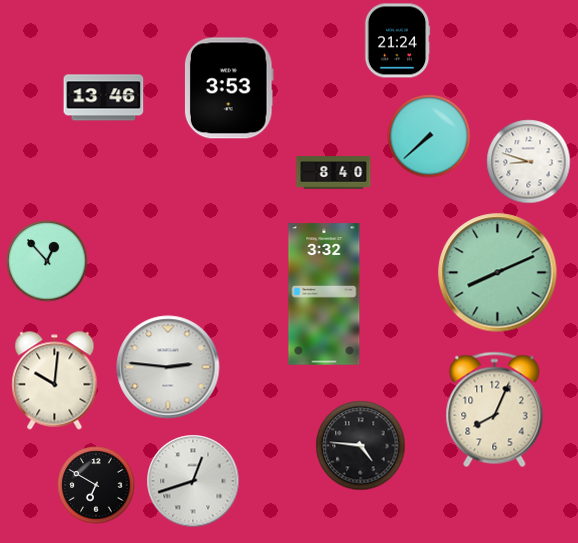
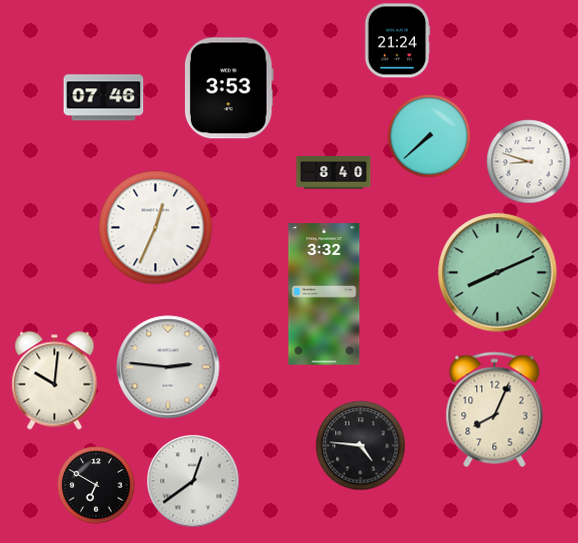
clock at (104, 98): 13:46 -> 07:46
clock at (156, 228): none -> 12:34
clock at (47, 261): 12:53 -> none
clock at (193, 481): 12:42 -> 12:39
